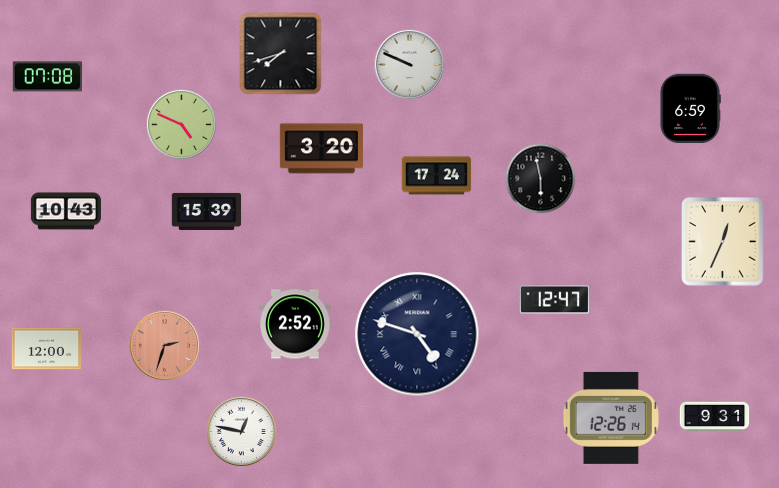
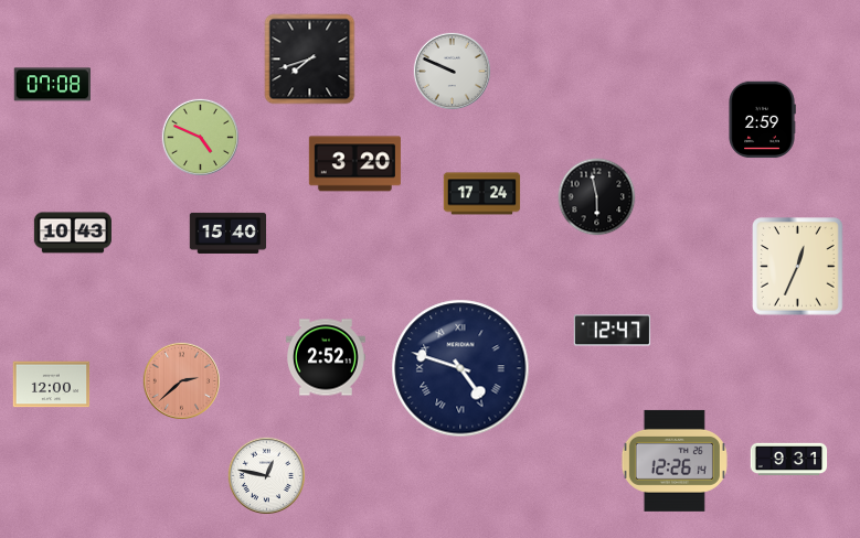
clock at (690, 109): 6:59 -> 2:59
clock at (207, 211): 15:39 -> 15:40
clock at (164, 345): 2:33 -> 2:38
